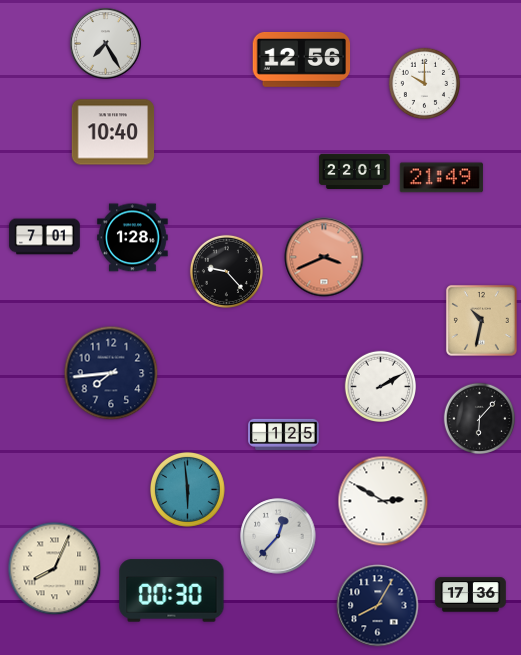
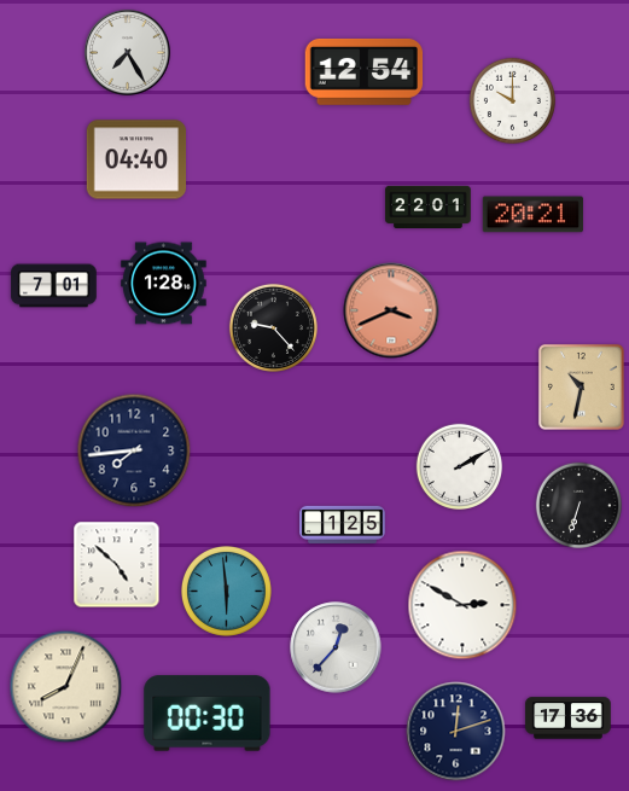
clock at (302, 59): 12:56 -> 12:54
clock at (113, 132): 10:40 -> 04:40
clock at (441, 178): 21:49 -> 20:21
clock at (133, 238) position: (133, 238) -> (164, 284)
clock at (479, 418): 6:07 -> 6:33
clock at (117, 565): none -> 4:52
clock at (378, 606): 8:05 -> 12:12
